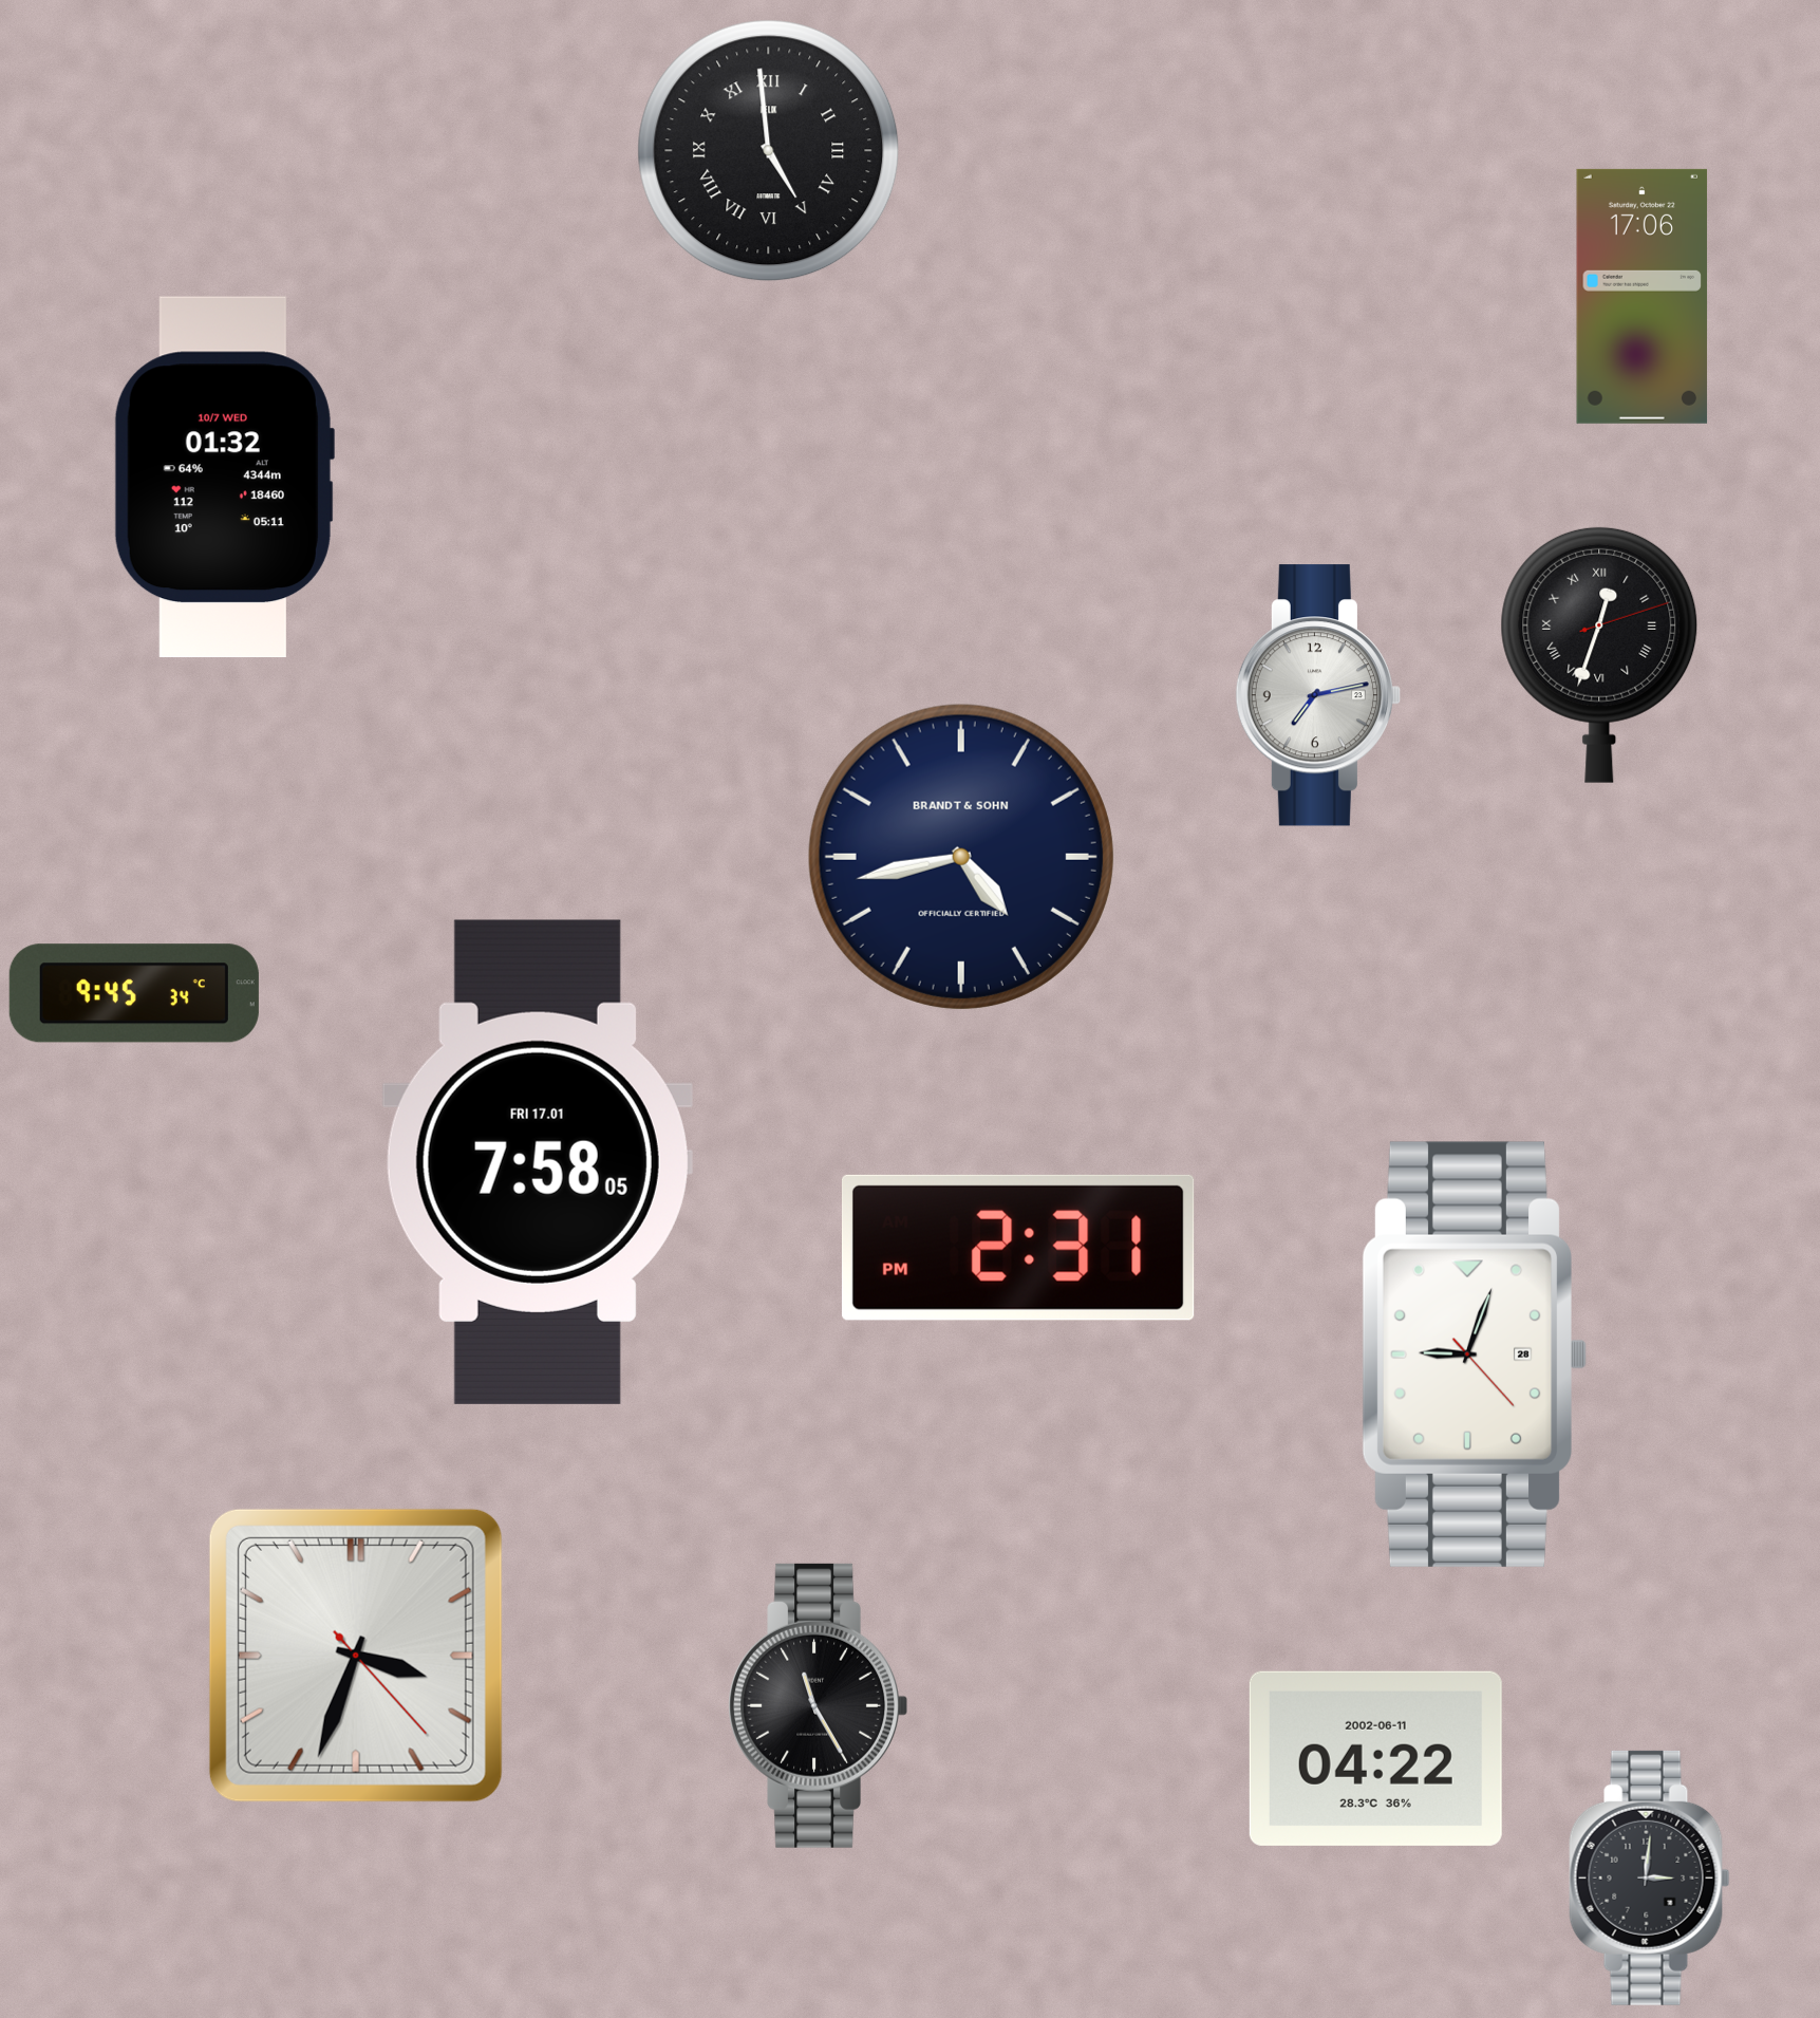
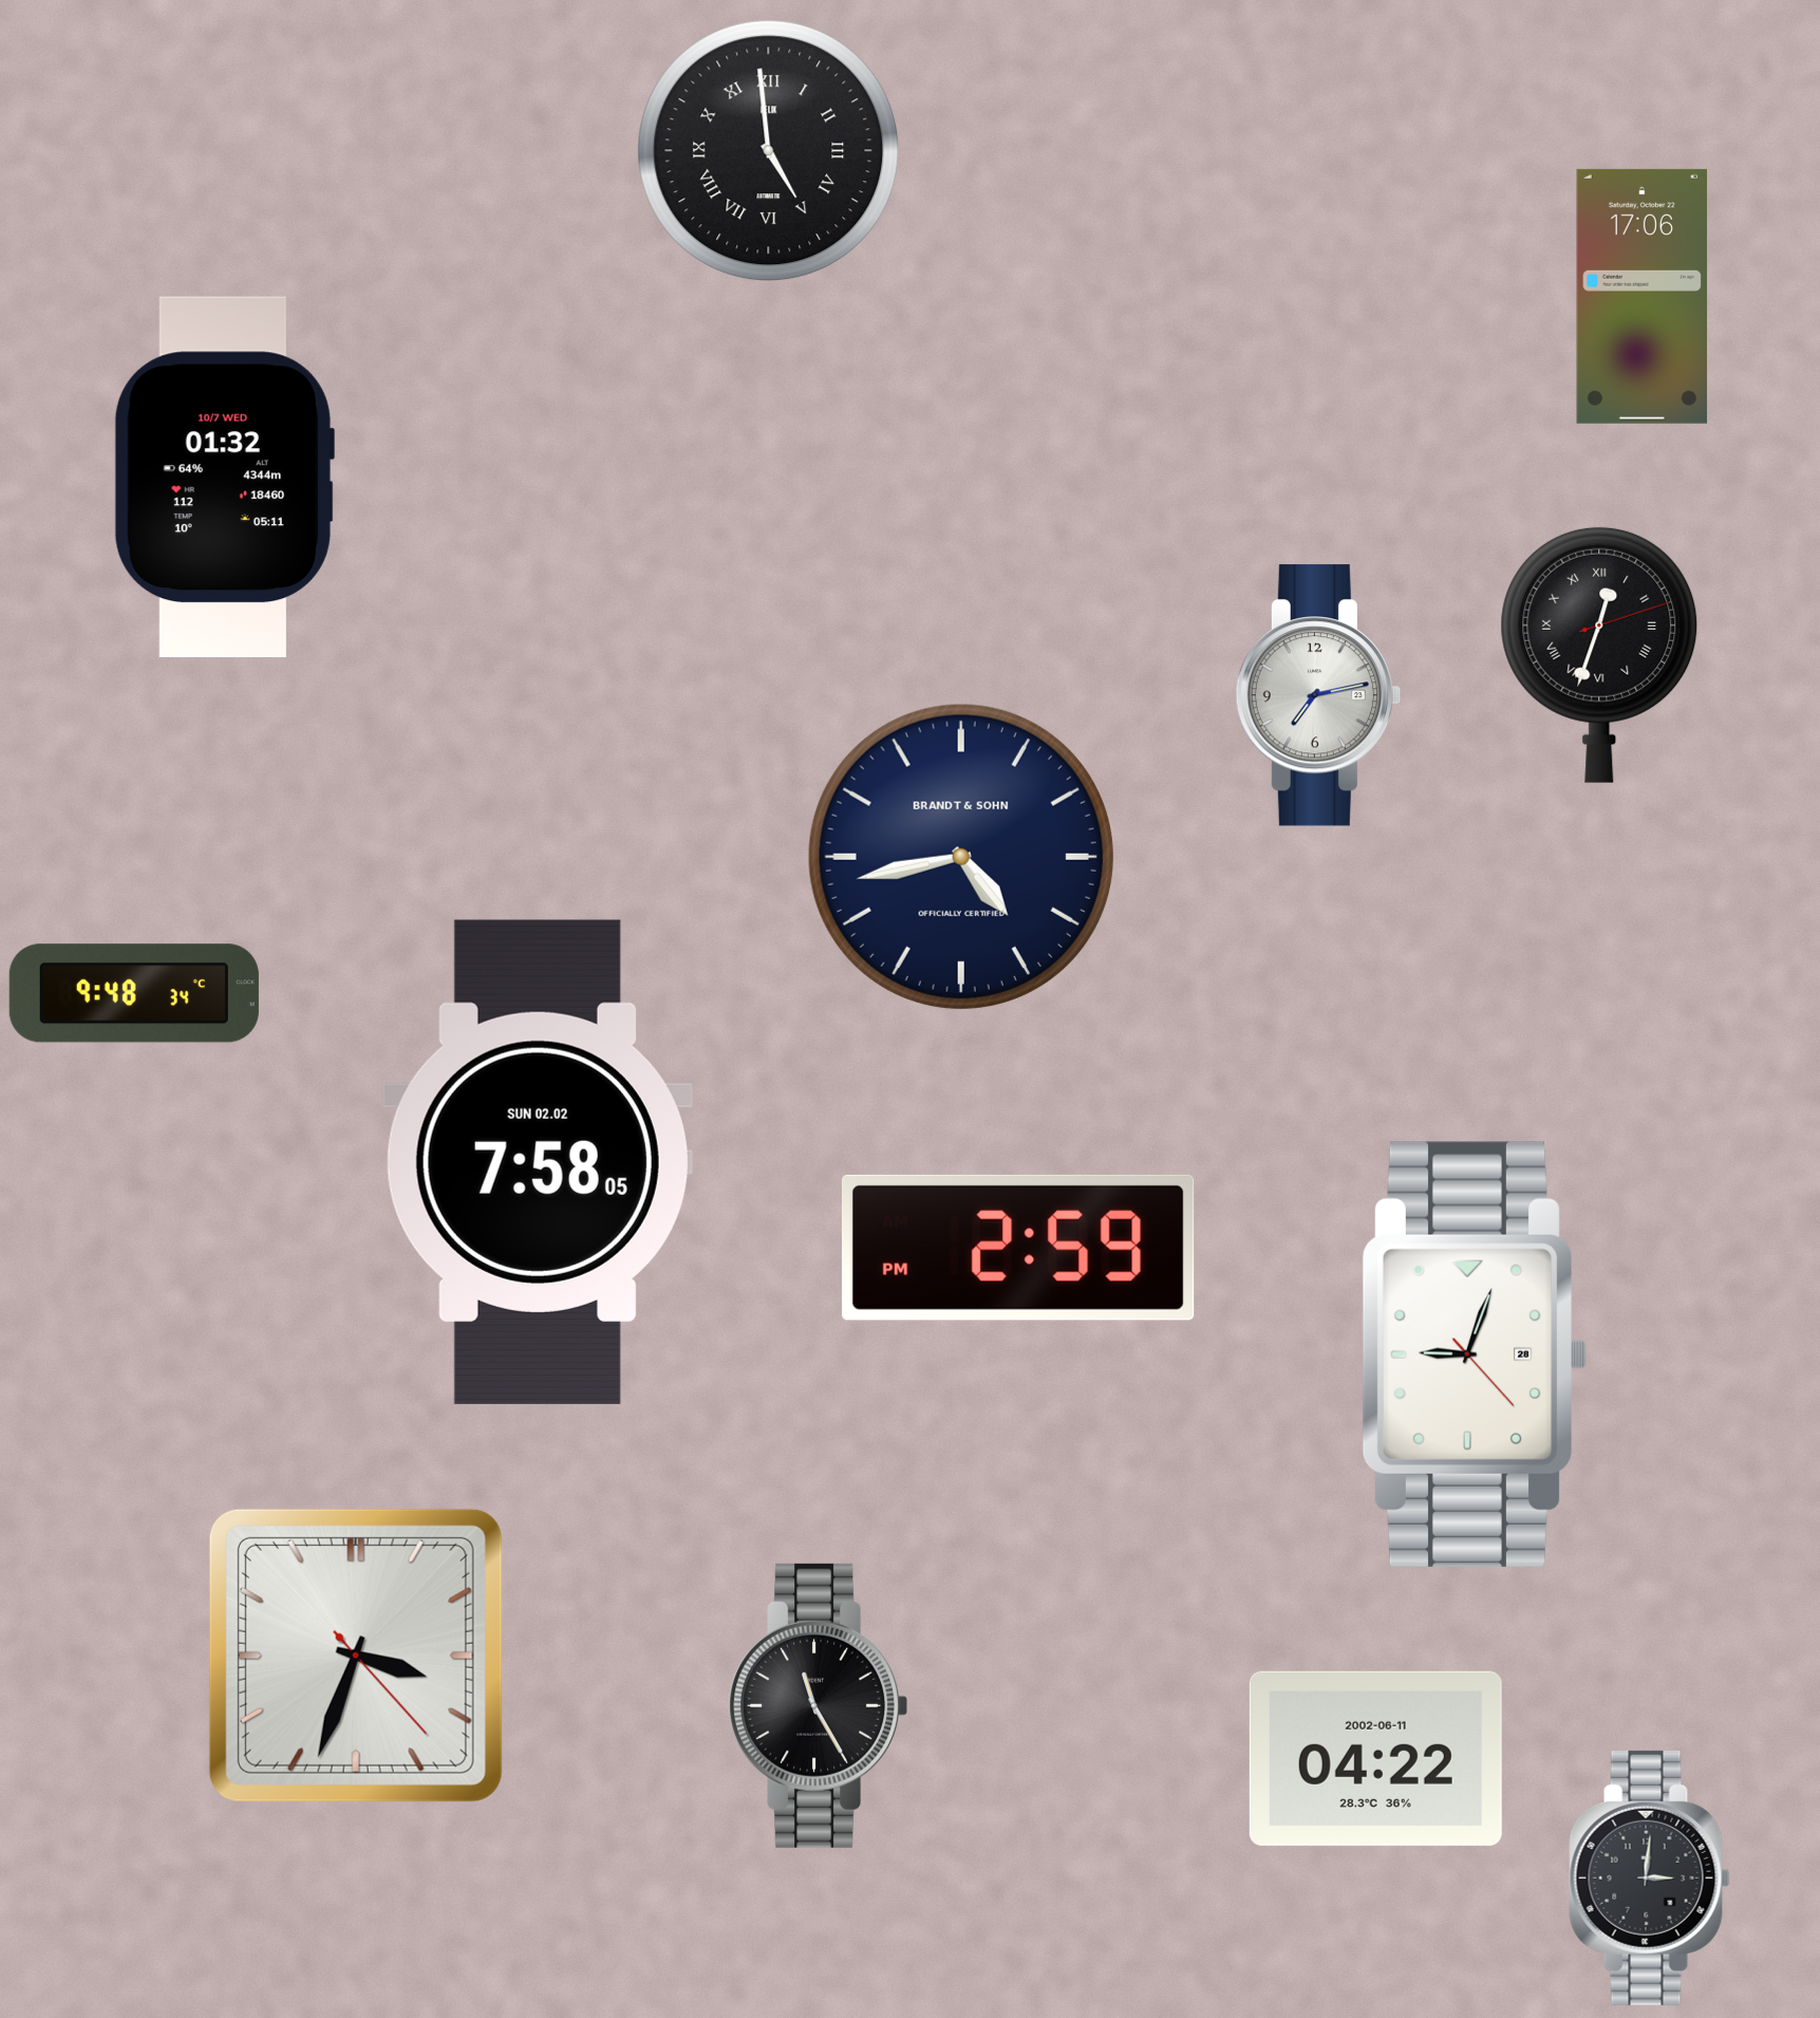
clock at (134, 993): 9:45 -> 9:48
clock at (538, 1162) date: FRI 17.01 -> SUN 02.02
clock at (1018, 1248): 2:31 -> 2:59
